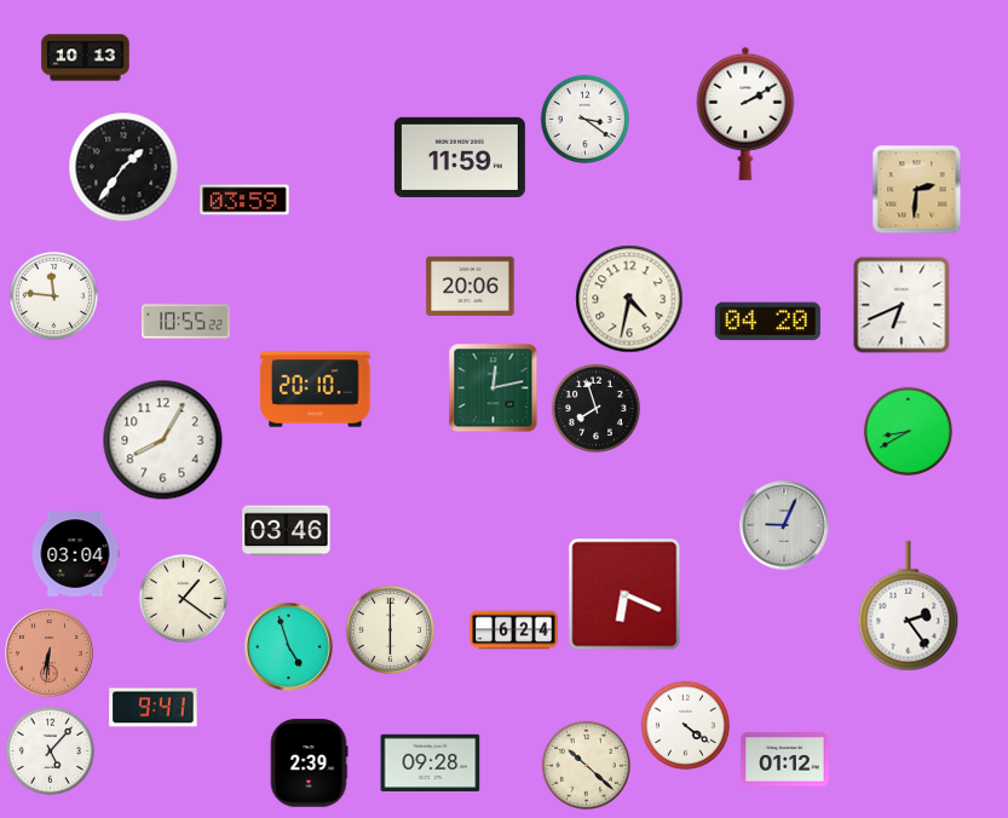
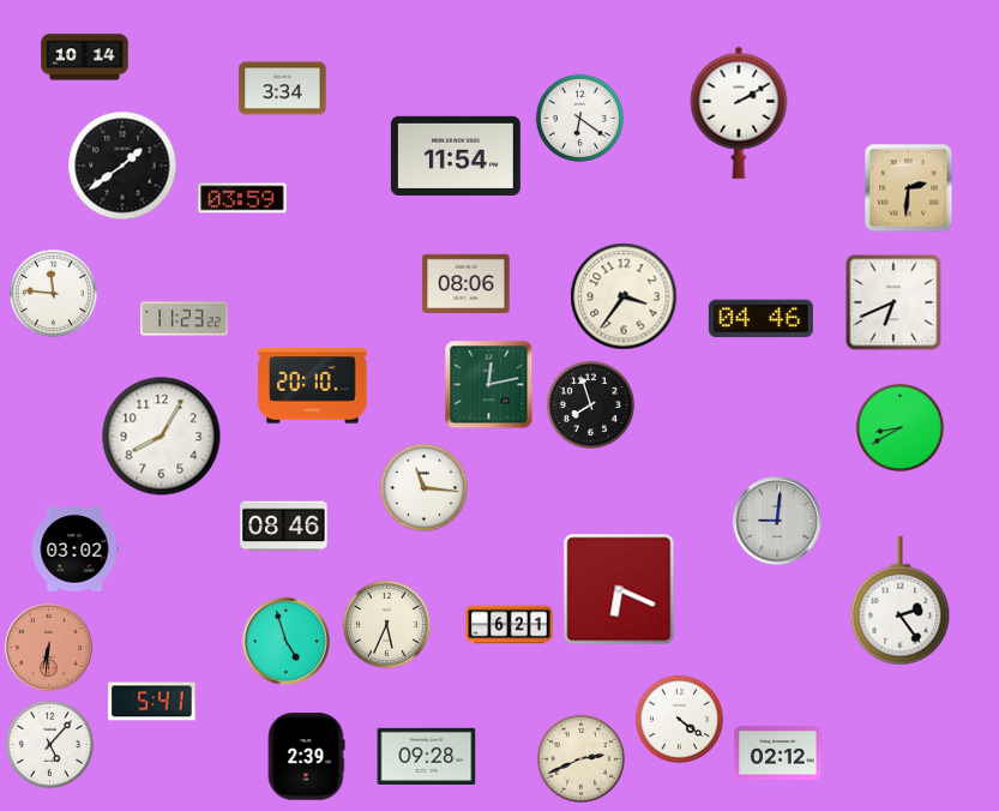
clock at (86, 58): 10:13 -> 10:14
clock at (283, 89): none -> 3:34
clock at (584, 119): 3:21 -> 6:21
clock at (460, 157): 11:59 -> 11:54
clock at (123, 167): 1:36 -> 1:39
clock at (471, 286): 20:06 -> 08:06
clock at (629, 299): 4:32 -> 3:36
clock at (186, 322): 10:55 -> 11:23
clock at (767, 322): 04:20 -> 04:46
clock at (423, 487): none -> 11:16
clock at (784, 525): 9:04 -> 9:01
clock at (287, 531): 03:46 -> 08:46
clock at (75, 554): 03:04 -> 03:02
clock at (183, 598): 1:21 -> none
clock at (390, 629): 6:00 -> 5:34
clock at (514, 630): 6:24 -> 6:21
clock at (154, 708): 9:41 -> 5:41
clock at (785, 760): 01:12 -> 02:12
clock at (586, 765): 10:22 -> 2:41
